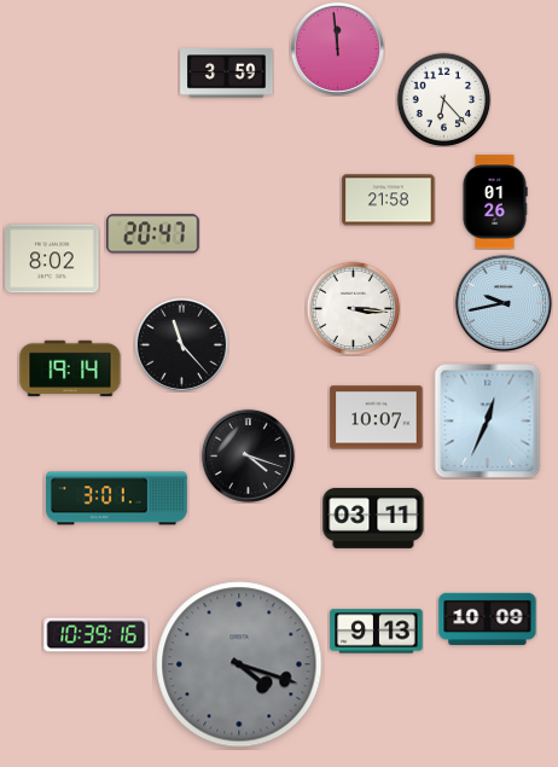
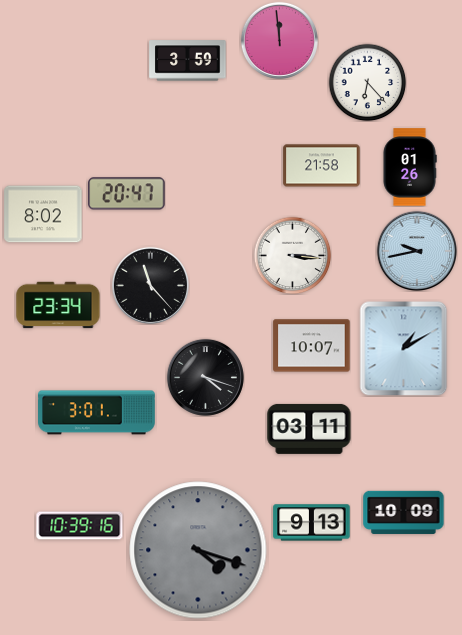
clock at (70, 368): 19:14 -> 23:34
clock at (488, 420): 12:34 -> 1:10
